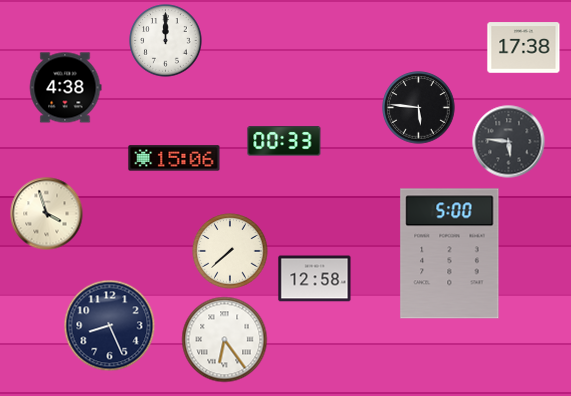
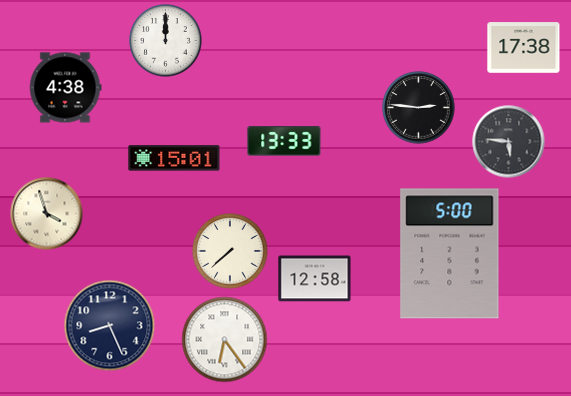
clock at (419, 108): 5:46 -> 2:46
clock at (284, 141): 00:33 -> 13:33
clock at (174, 158): 15:06 -> 15:01
